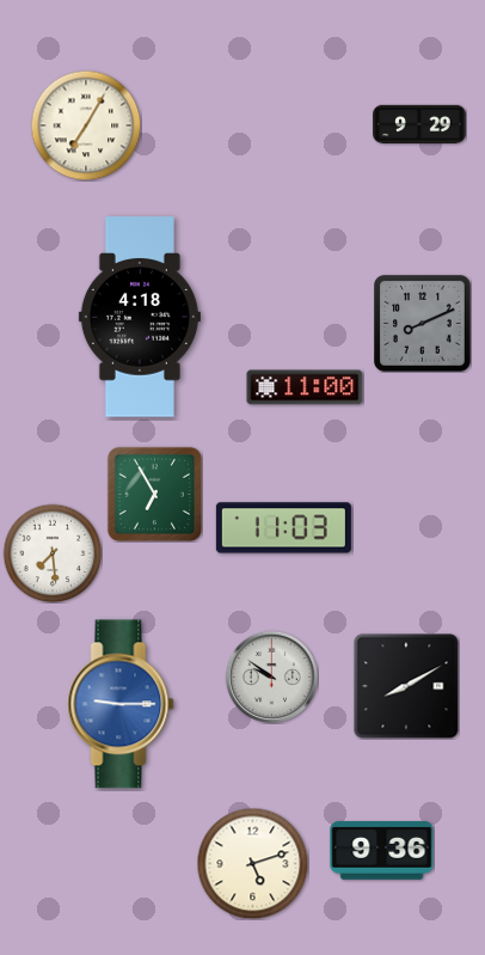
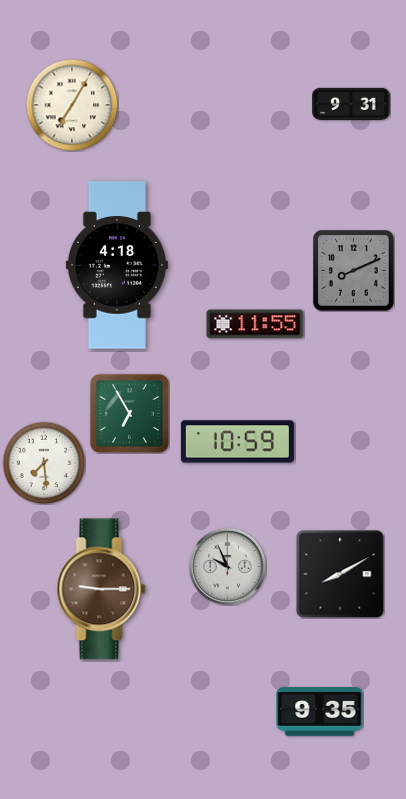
clock at (419, 123): 9:29 -> 9:31
clock at (305, 387): 11:00 -> 11:55
clock at (283, 528): 11:03 -> 10:59
clock at (271, 677): 9:51 -> 9:56
clock at (121, 704) dial: blue -> brown
clock at (382, 851): 9:36 -> 9:35
clock at (252, 863): 5:12 -> none
